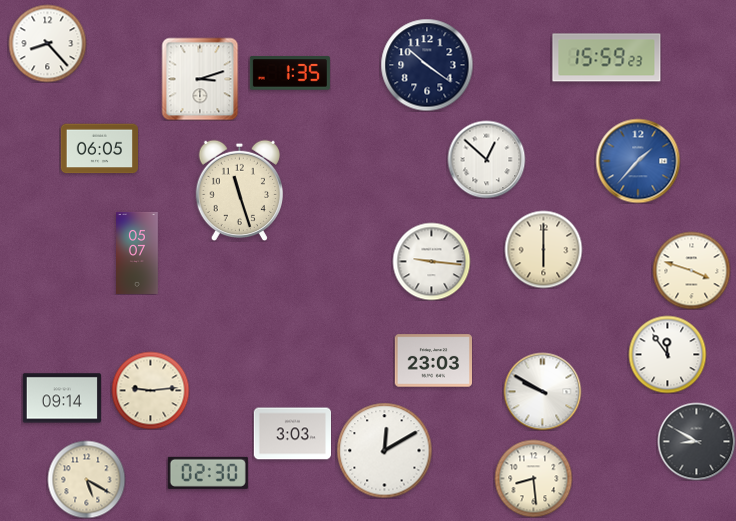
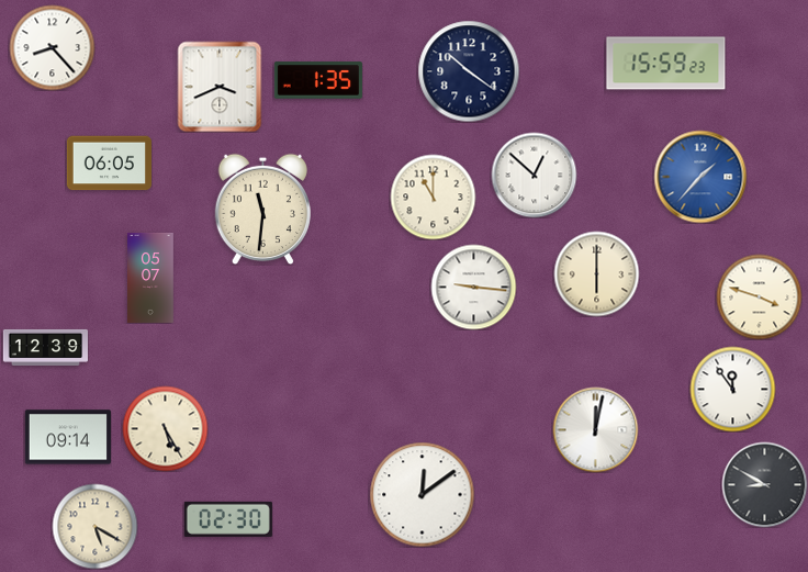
clock at (200, 79): 3:12 -> 3:41
clock at (433, 197): none -> 11:00
clock at (239, 190): 11:27 -> 11:31
clock at (45, 347): none -> 12:39
clock at (433, 361): 23:03 -> none
clock at (150, 390): 9:14 -> 5:25
clock at (542, 391): 9:50 -> 12:02
clock at (292, 434): 3:03 -> none
clock at (384, 450): 12:10 -> 12:09
clock at (533, 478): 8:29 -> none
